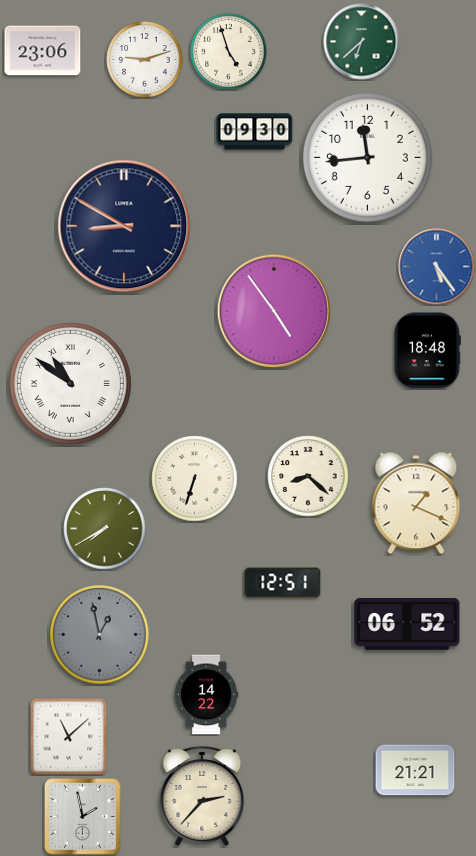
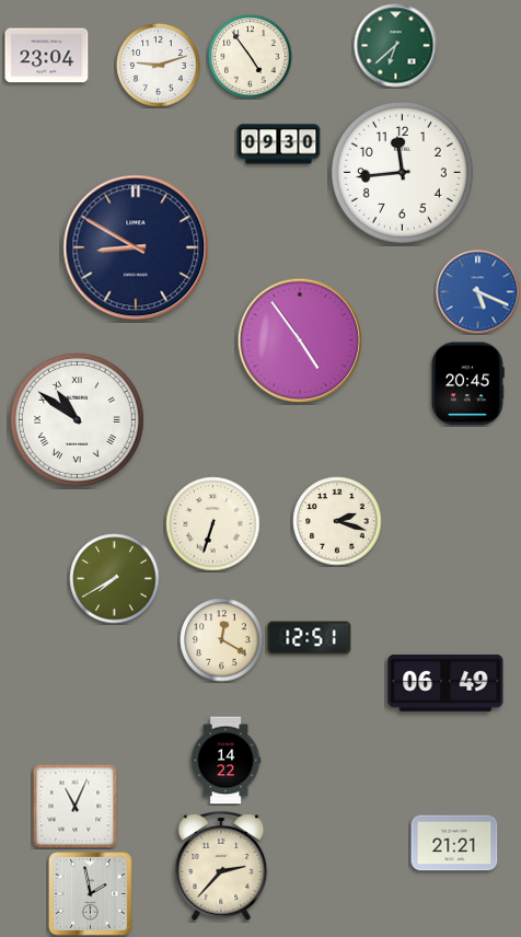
clock at (43, 51): 23:06 -> 23:04
clock at (229, 52): 4:57 -> 4:54
clock at (437, 267): 5:24 -> 5:19
clock at (427, 351): 18:48 -> 20:45
clock at (308, 476): 8:22 -> 2:18
clock at (416, 503): 1:19 -> none
clock at (222, 640): none -> 12:20
clock at (407, 624): 06:52 -> 06:49
clock at (100, 635): 12:58 -> none
clock at (68, 736): 11:08 -> 11:04
clock at (202, 797) position: (202, 797) -> (221, 867)
